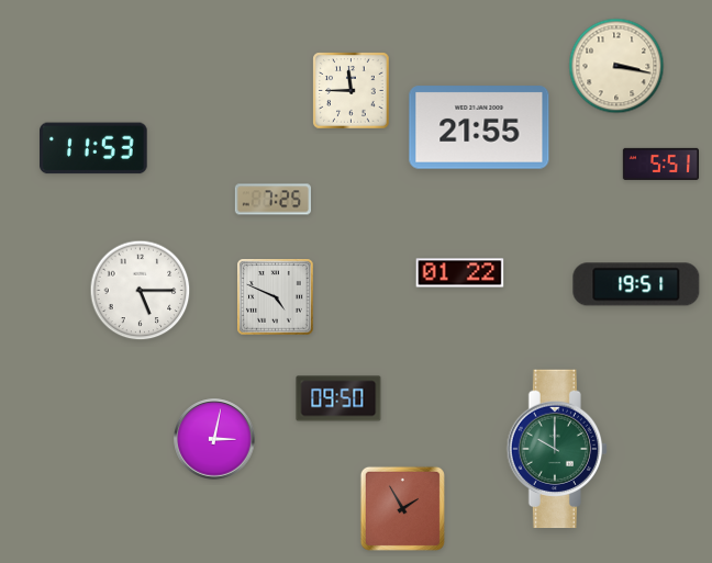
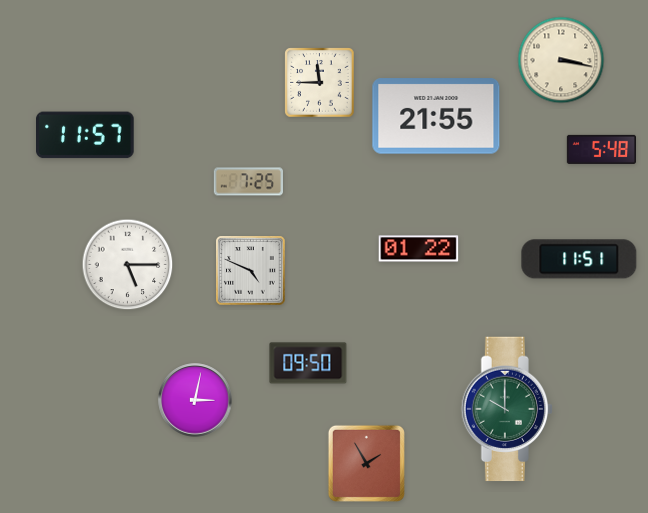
clock at (94, 148): 11:53 -> 11:57
clock at (660, 164): 5:51 -> 5:48
clock at (636, 284): 19:51 -> 11:51
